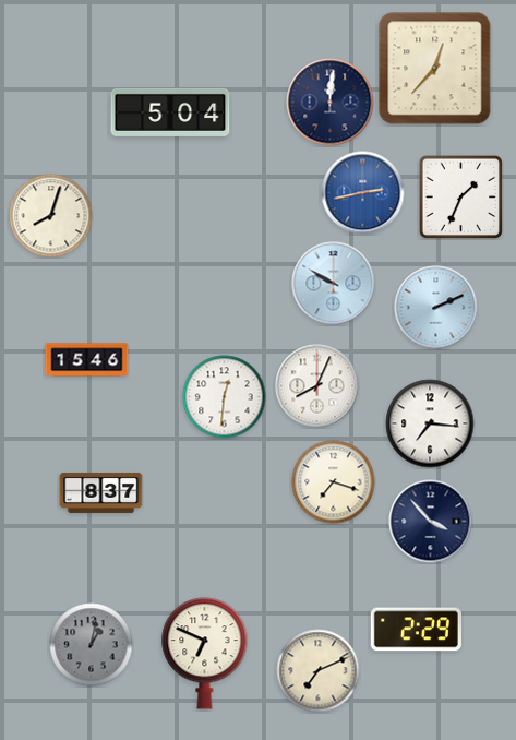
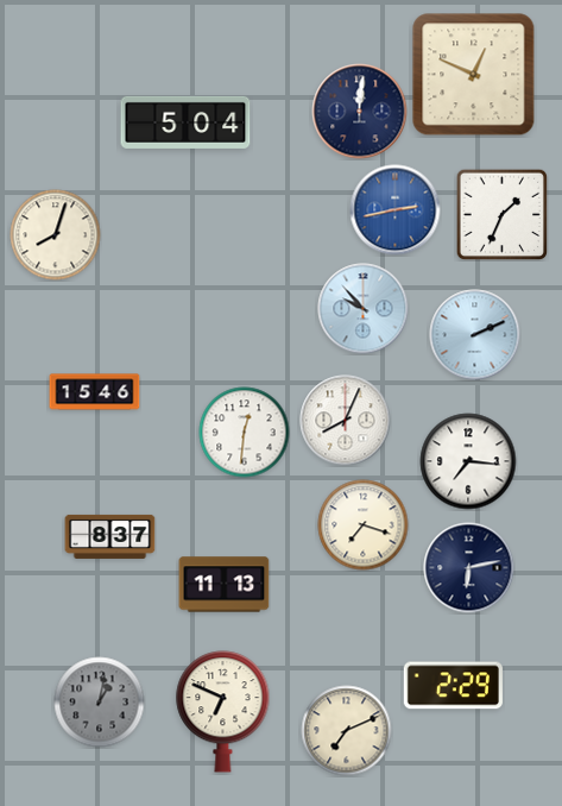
clock at (435, 69): 12:37 -> 12:49
clock at (334, 284): 9:50 -> 9:53
clock at (431, 522): 3:53 -> 6:13
clock at (225, 585): none -> 11:13
